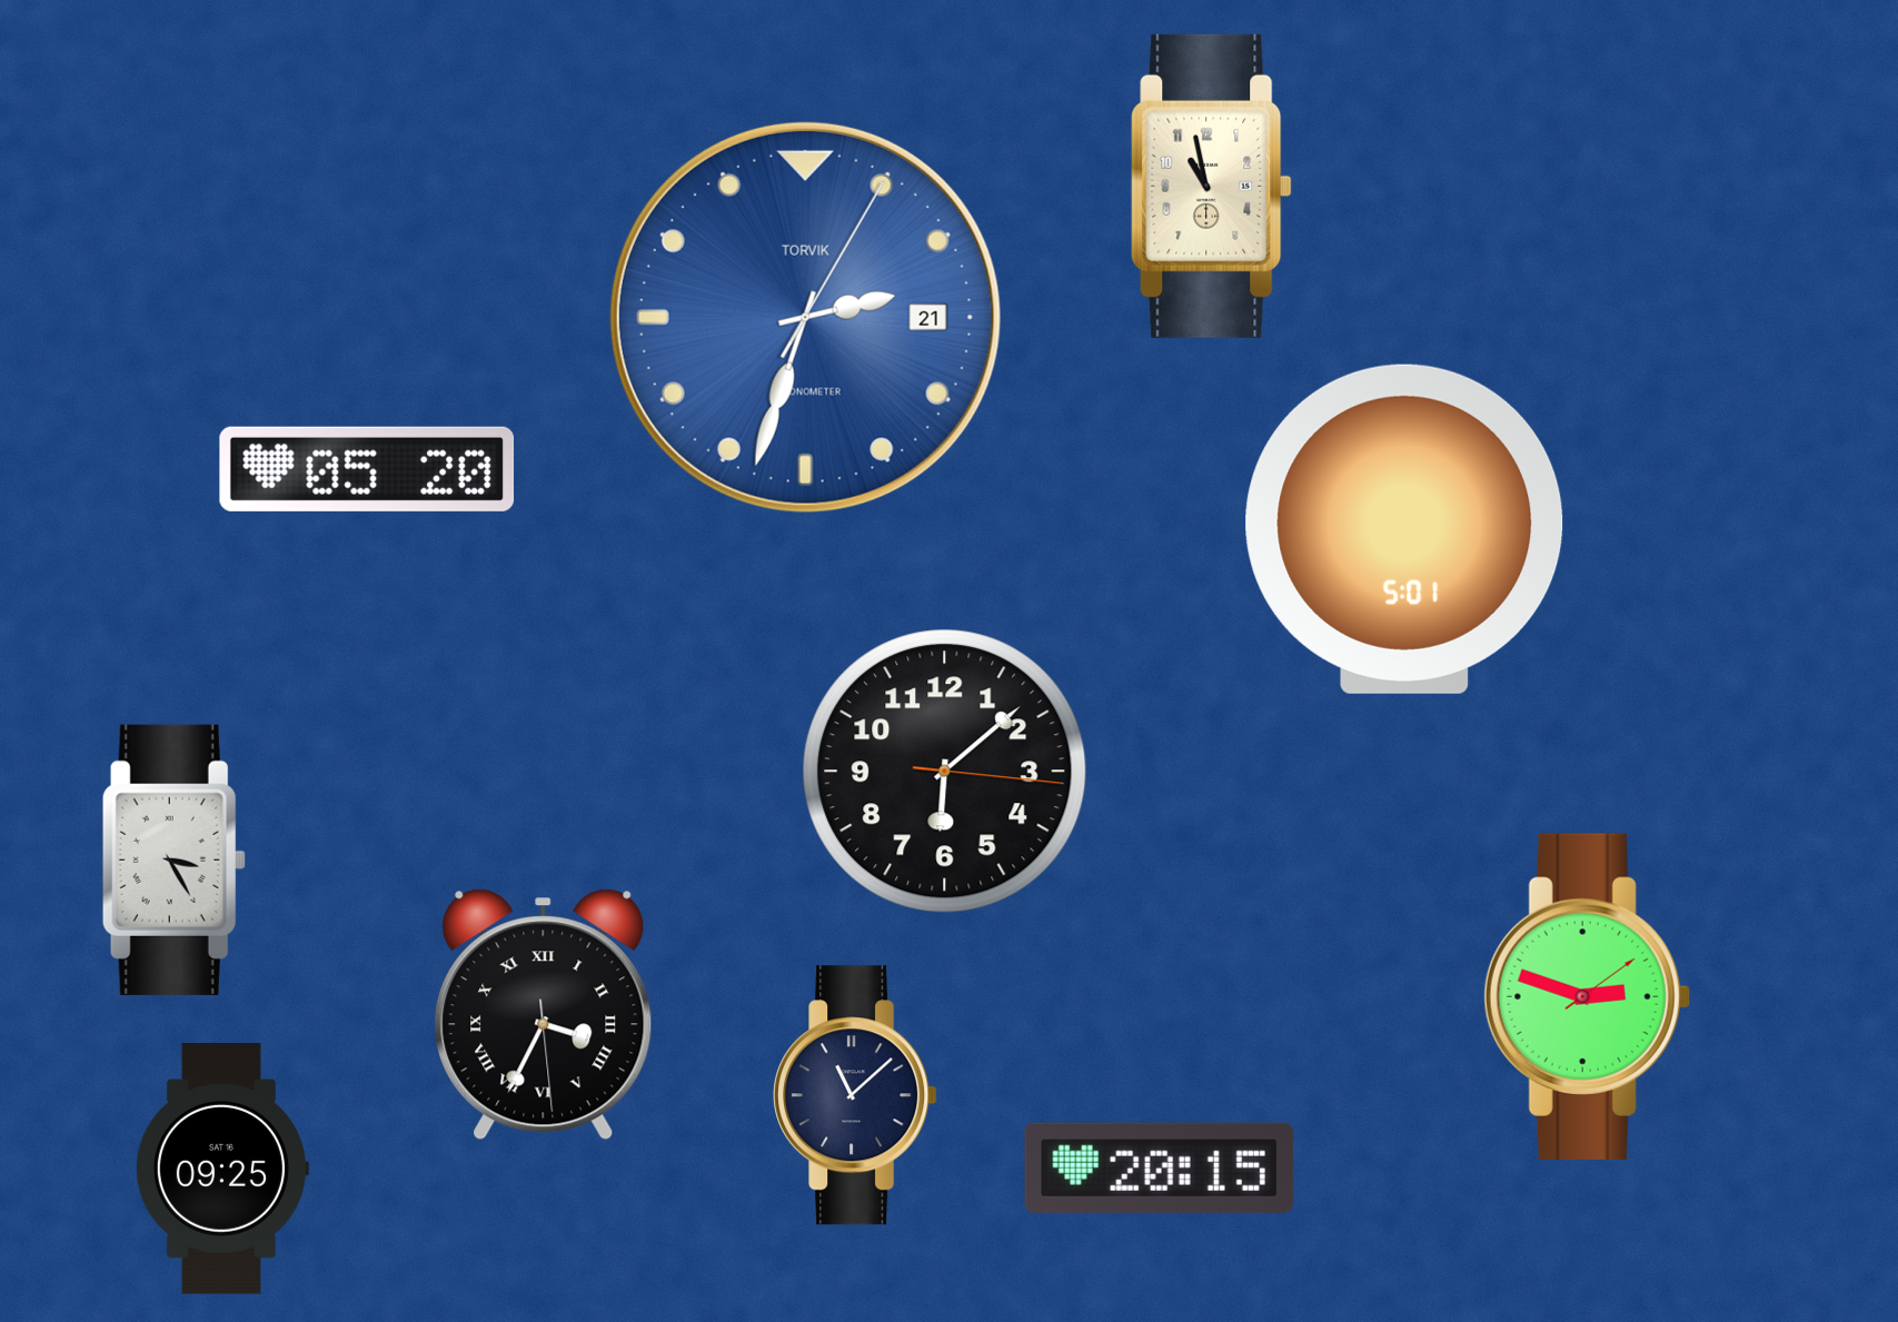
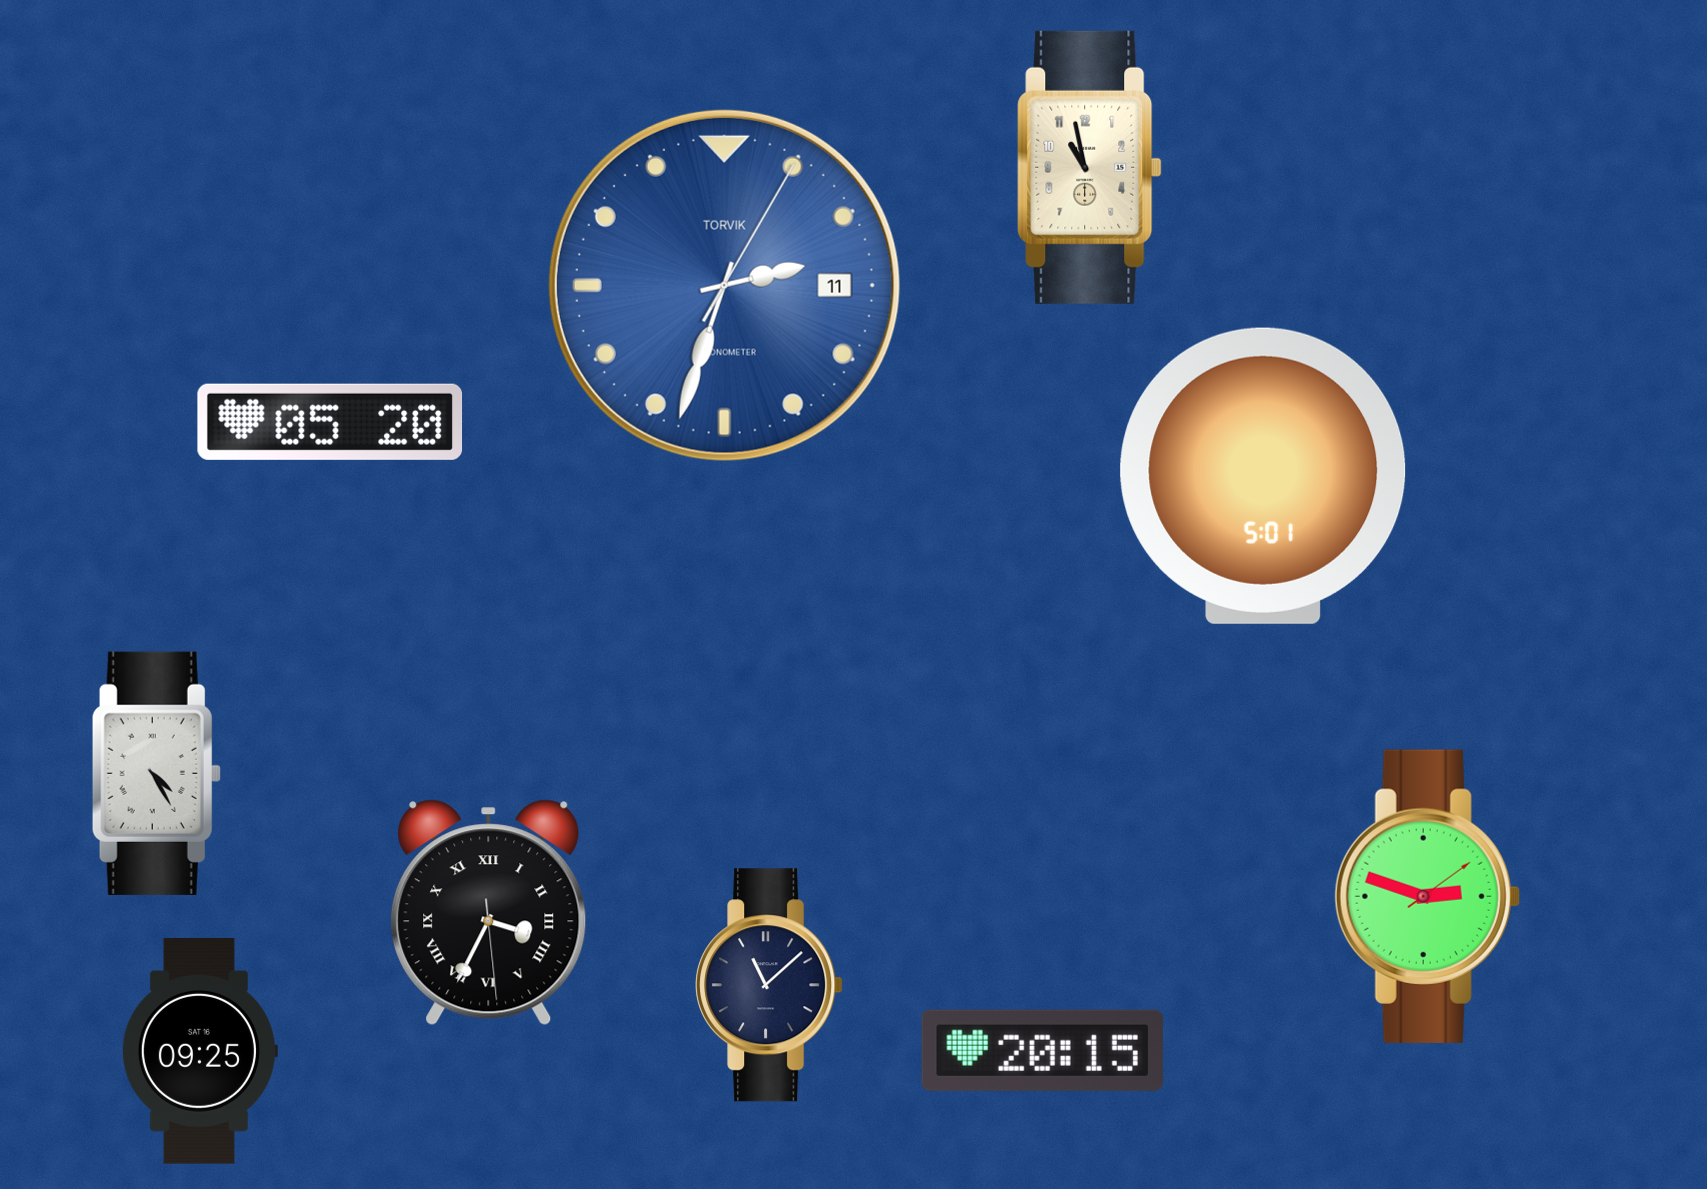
clock at (805, 317) date: 21 -> 11
clock at (945, 772): 6:08 -> none
clock at (173, 859): 3:25 -> 4:25
